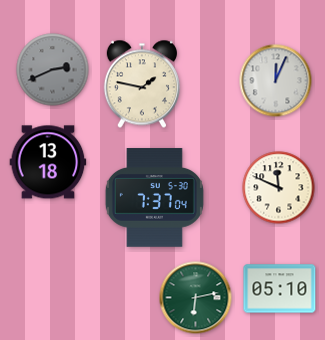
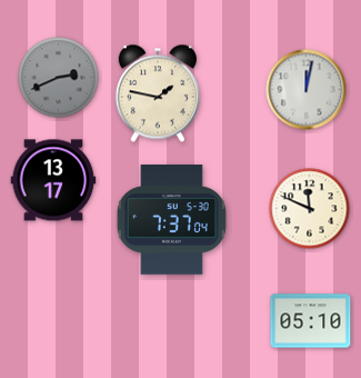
clock at (276, 81): 12:04 -> 12:02
clock at (48, 162): 13:18 -> 13:17
clock at (196, 298): 6:13 -> none
